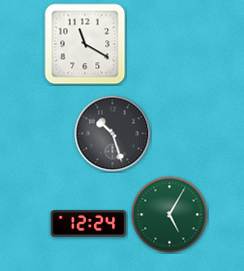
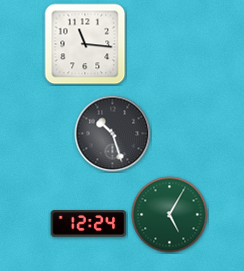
clock at (85, 44): 11:20 -> 11:16
